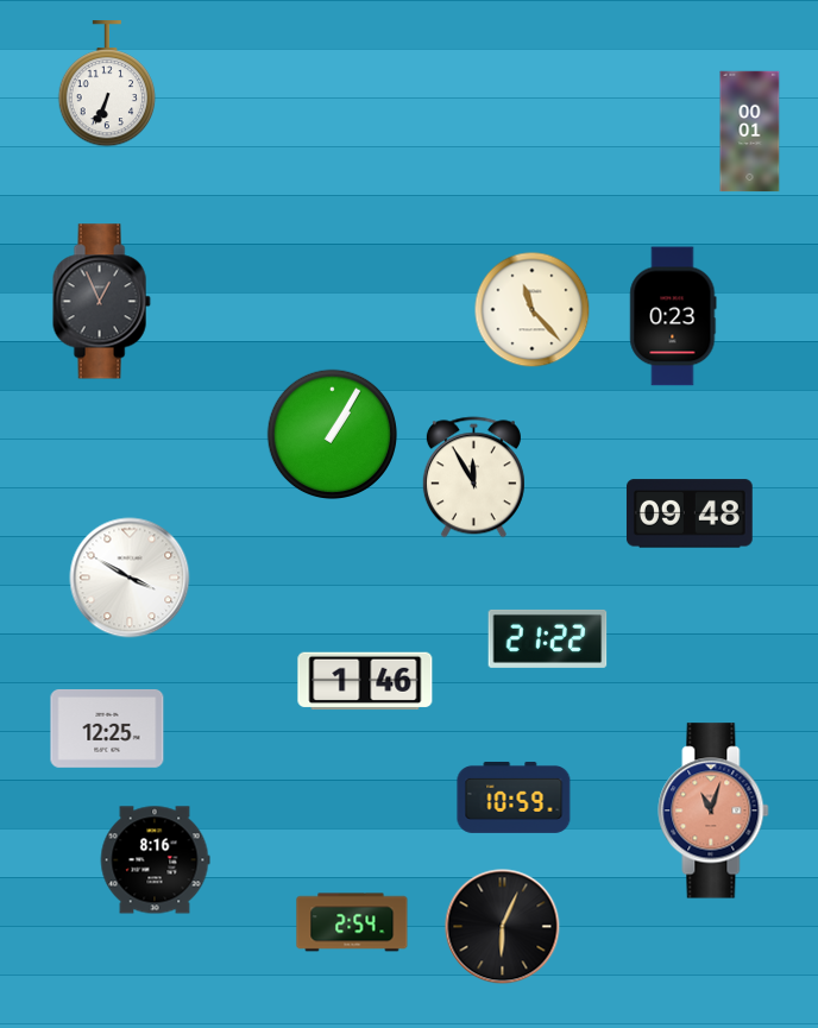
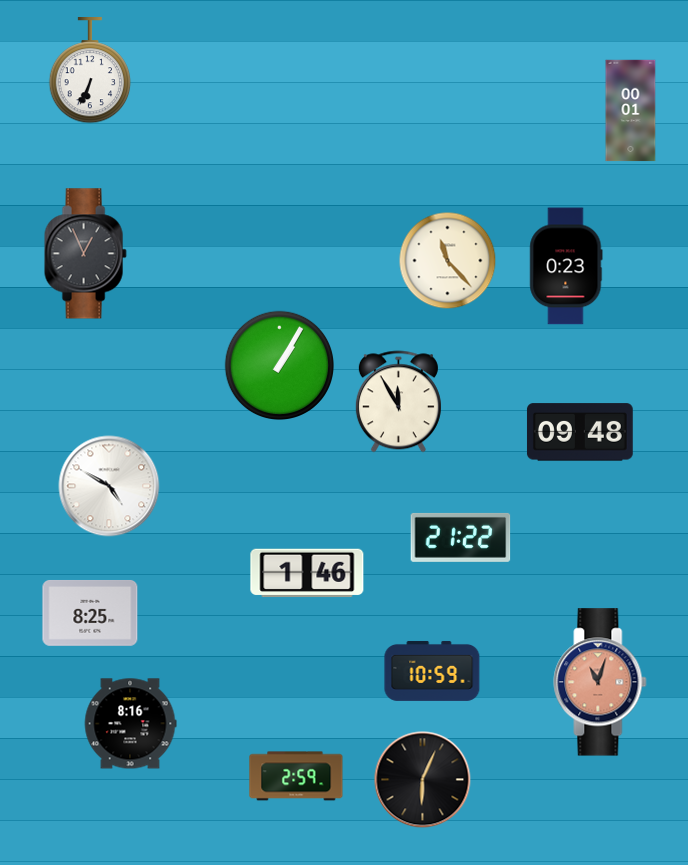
clock at (130, 578): 3:50 -> 4:50
clock at (107, 729): 12:25 -> 8:25
clock at (352, 922): 2:54 -> 2:59
